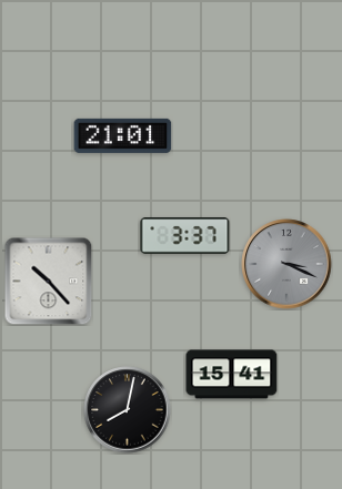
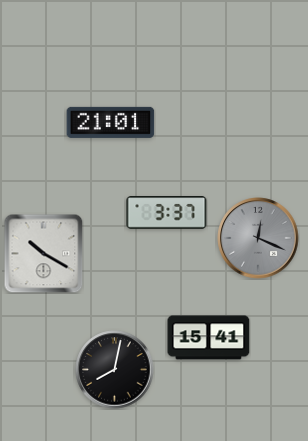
clock at (286, 264): 3:19 -> 12:19
clock at (48, 281): 10:23 -> 10:20
